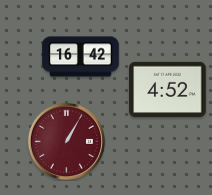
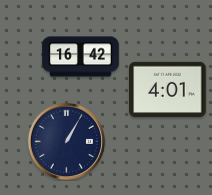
clock at (168, 90): 4:52 -> 4:01
clock at (66, 141) dial: burgundy -> navy
